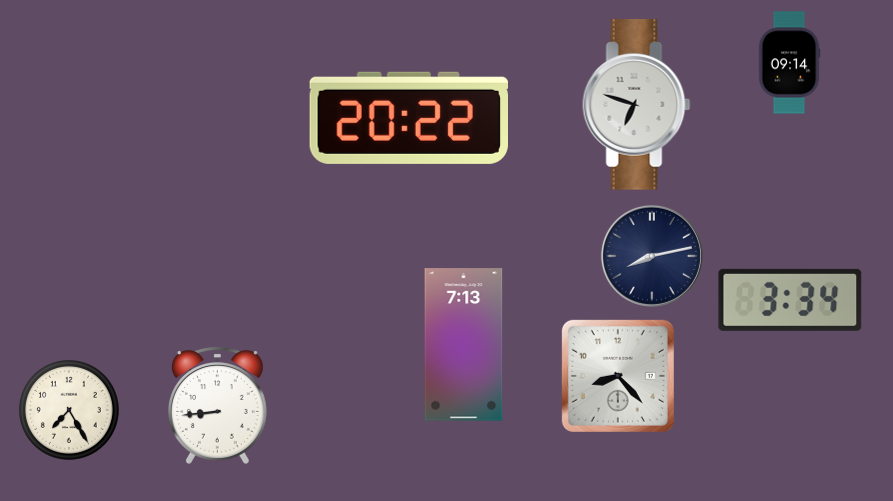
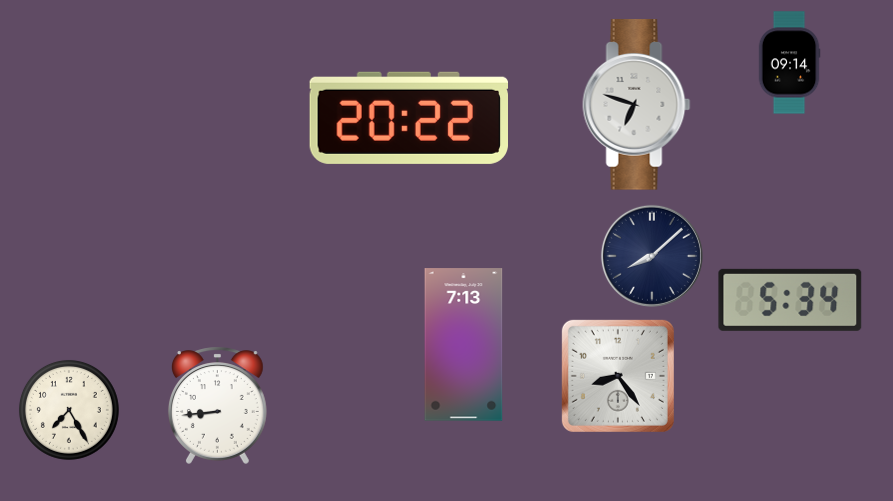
clock at (652, 256): 8:13 -> 8:08
clock at (790, 300): 3:34 -> 5:34
clock at (618, 376): 8:23 -> 8:24
